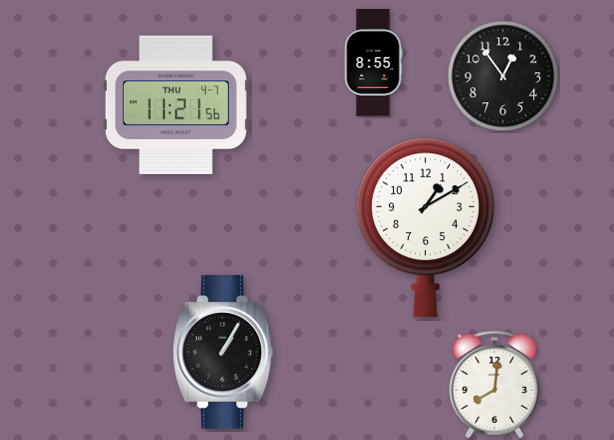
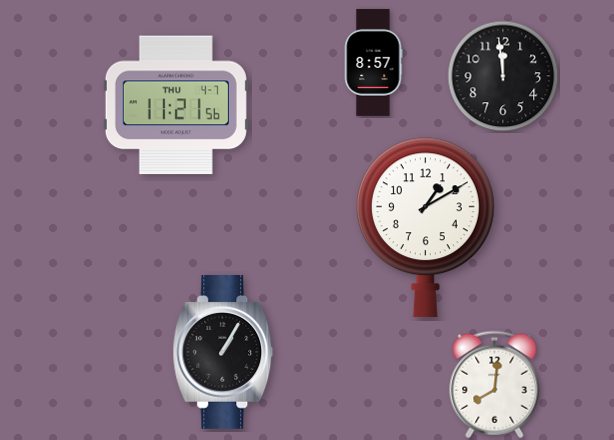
clock at (373, 62): 8:55 -> 8:57
clock at (503, 76): 12:54 -> 11:59
